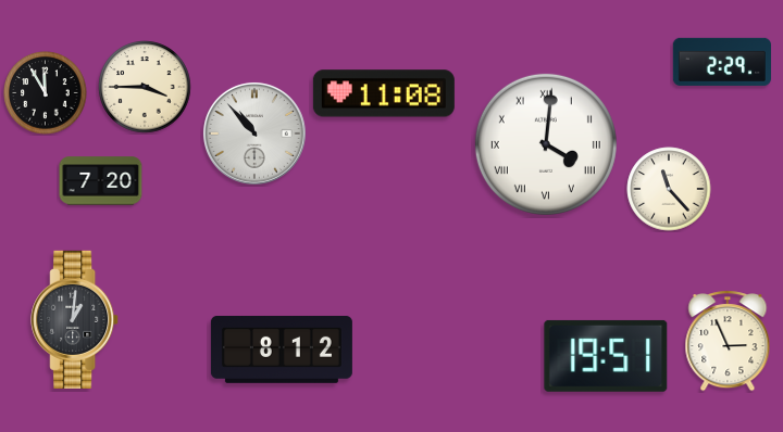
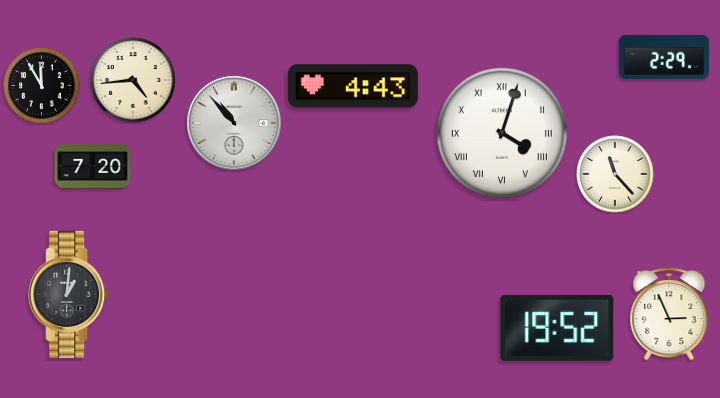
clock at (145, 87): 3:45 -> 4:44
clock at (384, 93): 11:08 -> 4:43
clock at (546, 144): 4:01 -> 4:03
clock at (282, 350): 8:12 -> none
clock at (606, 356): 19:51 -> 19:52
